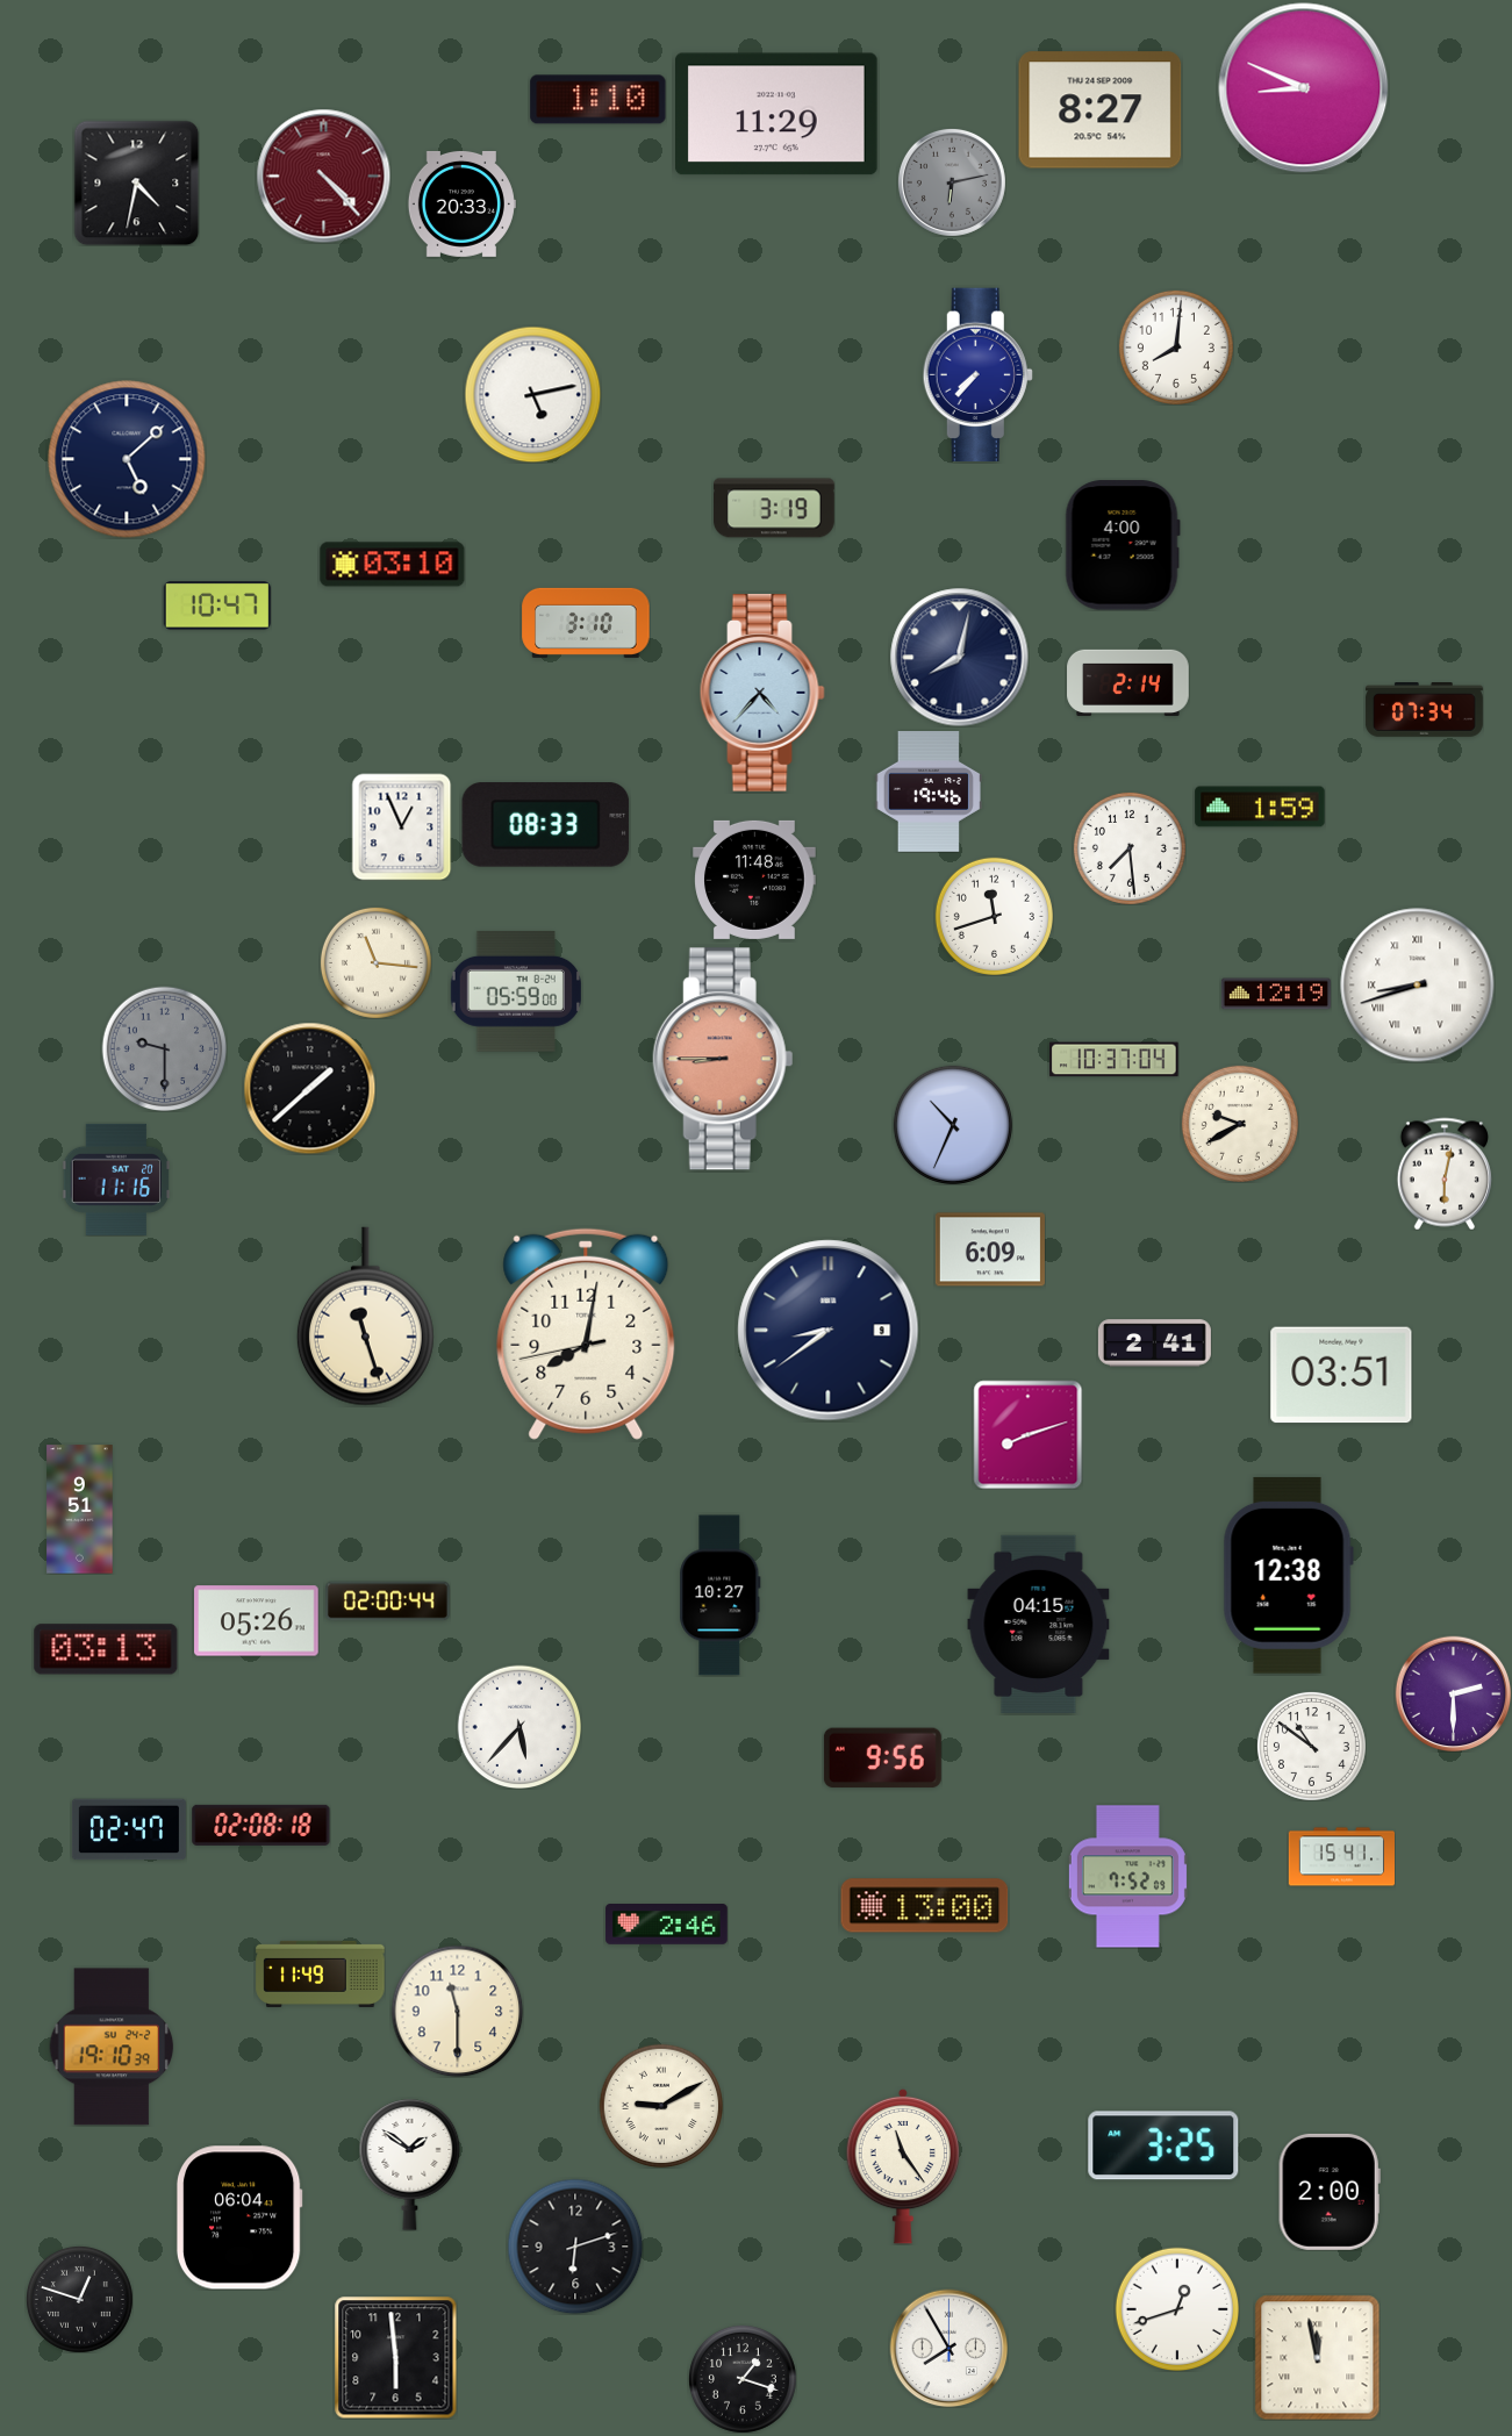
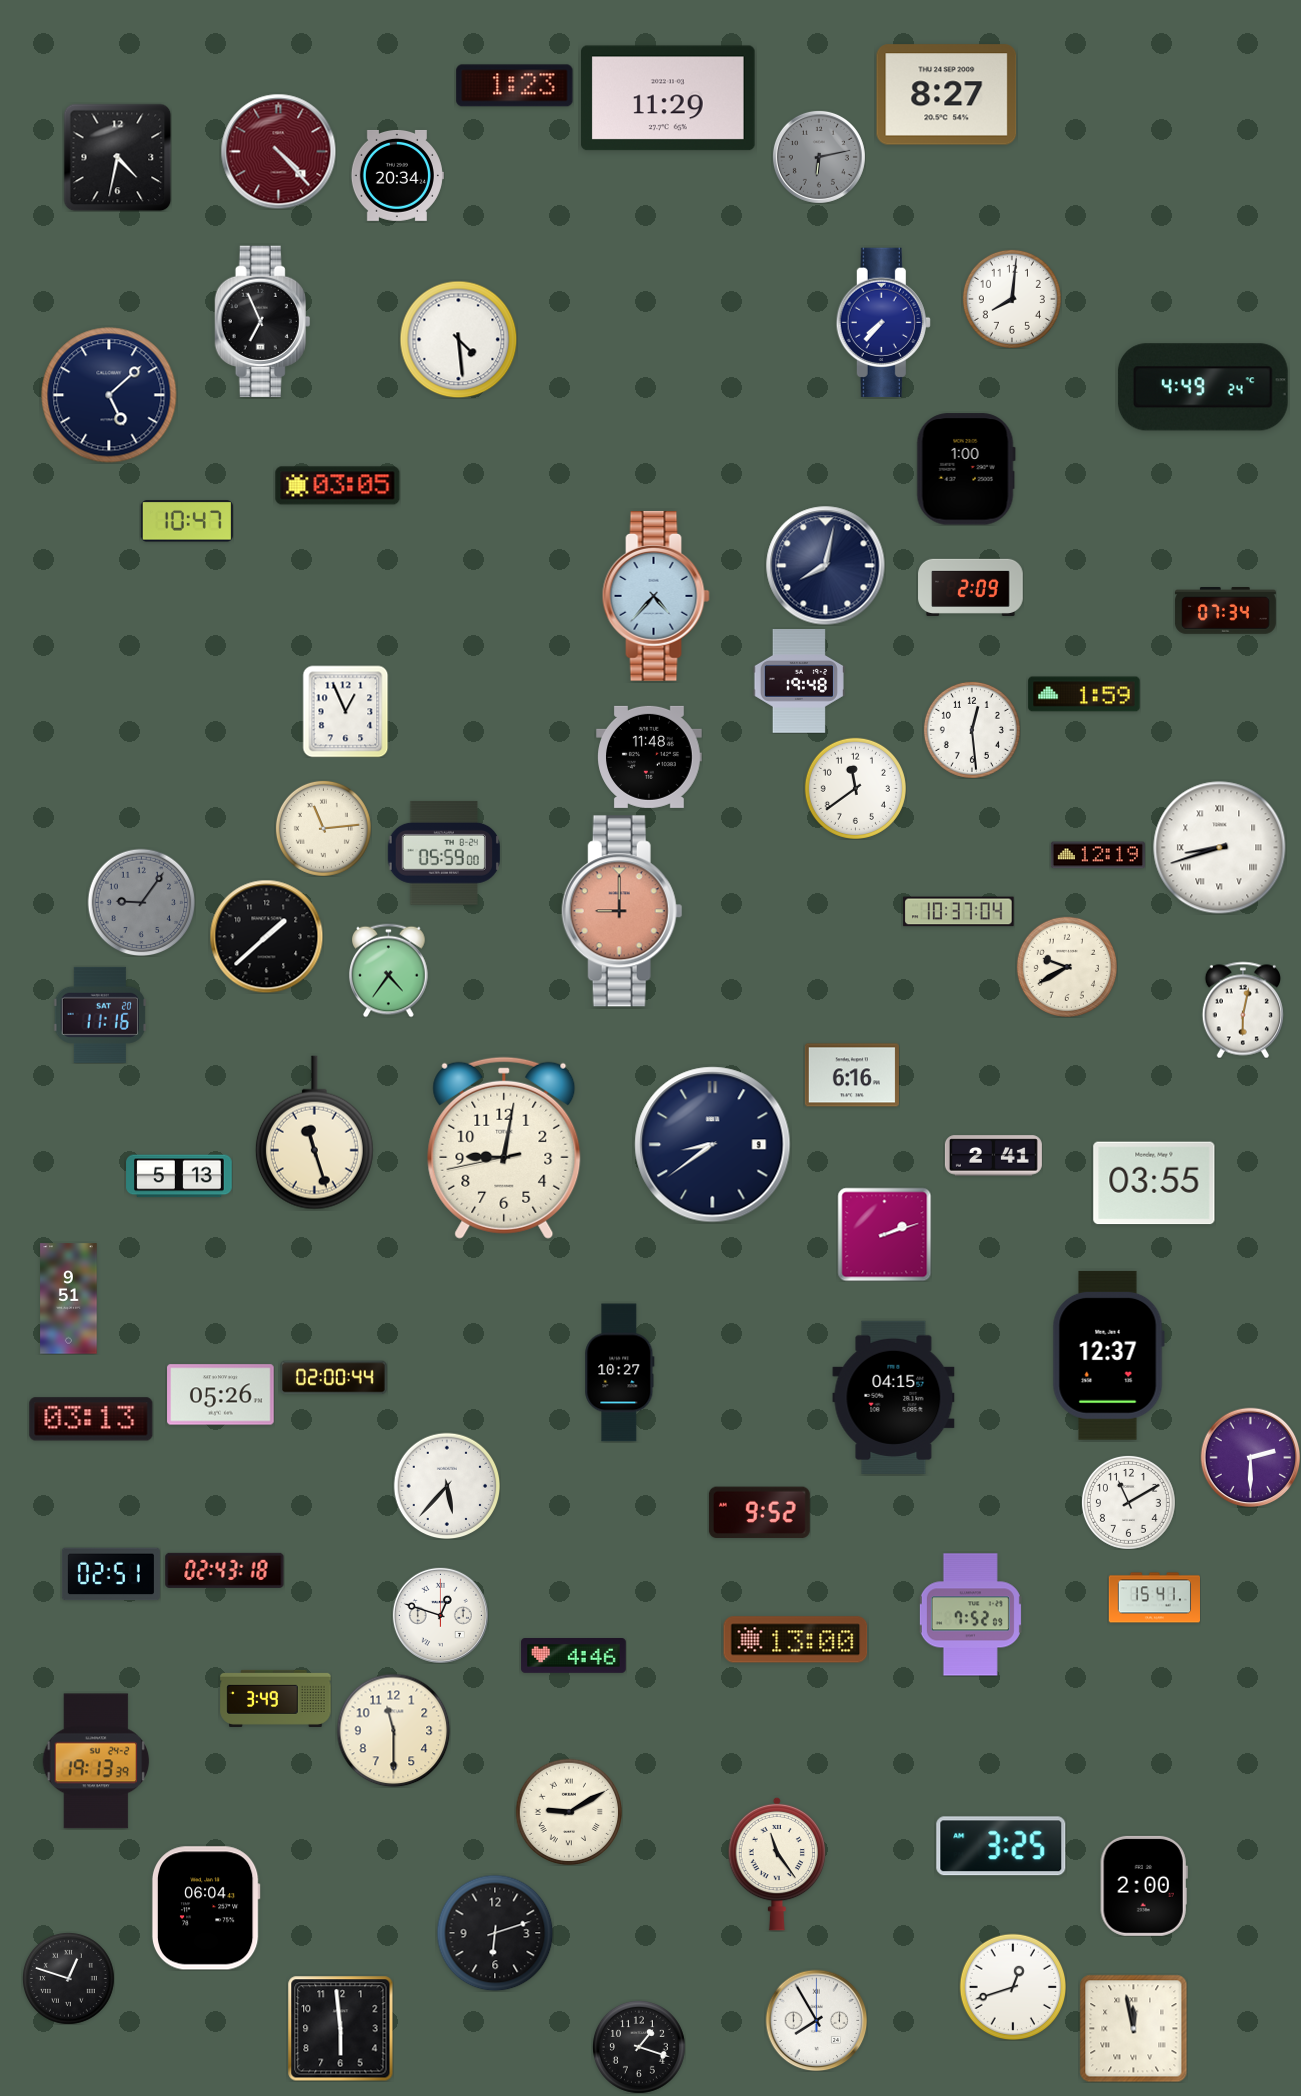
clock at (1304, 88): 8:49 -> none
clock at (599, 100): 1:10 -> 1:23
clock at (461, 203): 20:33 -> 20:34
clock at (263, 321): none -> 6:56
clock at (977, 375) position: (977, 375) -> (883, 323)
clock at (532, 394): 5:13 -> 4:29
clock at (1203, 387): none -> 4:49
clock at (775, 508): 3:19 -> none
clock at (1123, 545): 4:00 -> 1:00
clock at (393, 565): 03:10 -> 03:05
clock at (586, 623): 3:10 -> none
clock at (1128, 682): 2:14 -> 2:09
clock at (929, 793): 19:46 -> 19:48
clock at (546, 825): 08:33 -> none
clock at (1130, 848): 7:29 -> 12:29
clock at (994, 916): 11:42 -> 11:39
clock at (375, 962): 11:16 -> 11:14
clock at (164, 1048): 9:30 -> 9:06
clock at (723, 1059): 8:45 -> 9:00
clock at (953, 1125): 10:34 -> none
clock at (389, 970): none -> 4:36
clock at (990, 1249): 6:09 -> 6:16
clock at (586, 1334): 8:01 -> 9:01
clock at (179, 1176): none -> 5:13
clock at (1341, 1375): 03:51 -> 03:55
clock at (1027, 1434): 8:12 -> 2:12
clock at (1288, 1575): 12:38 -> 12:37
clock at (1311, 1746): 10:51 -> 11:10
clock at (882, 1758): 9:56 -> 9:52
clock at (261, 1825): 02:08 -> 02:43
clock at (129, 1829): 02:47 -> 02:51
clock at (440, 1615): none -> 12:48
clock at (667, 1925): 2:46 -> 4:46
clock at (321, 1973): 11:49 -> 3:49
clock at (112, 2047): 19:10 -> 19:13
clock at (410, 2165): 1:51 -> none
